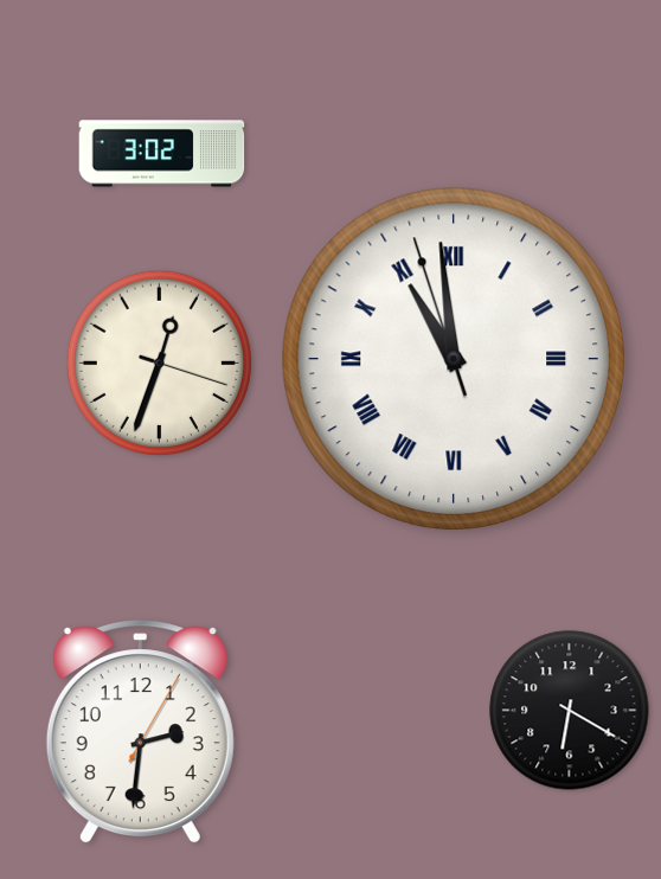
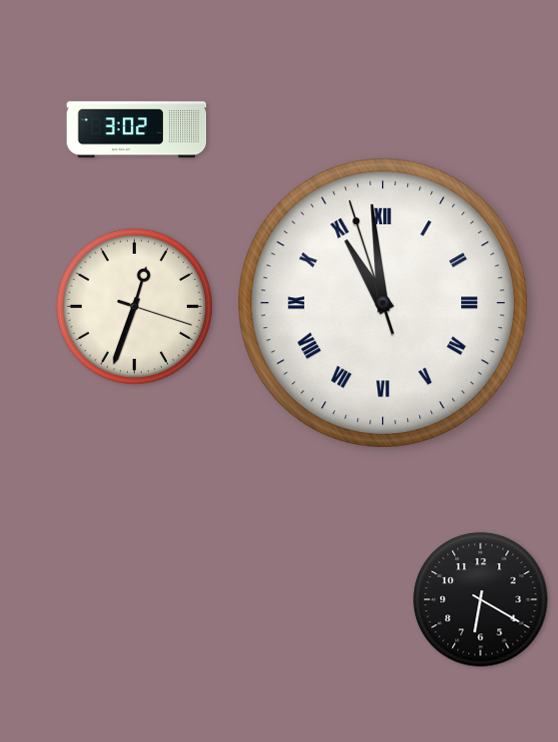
clock at (140, 732): 2:31 -> none
